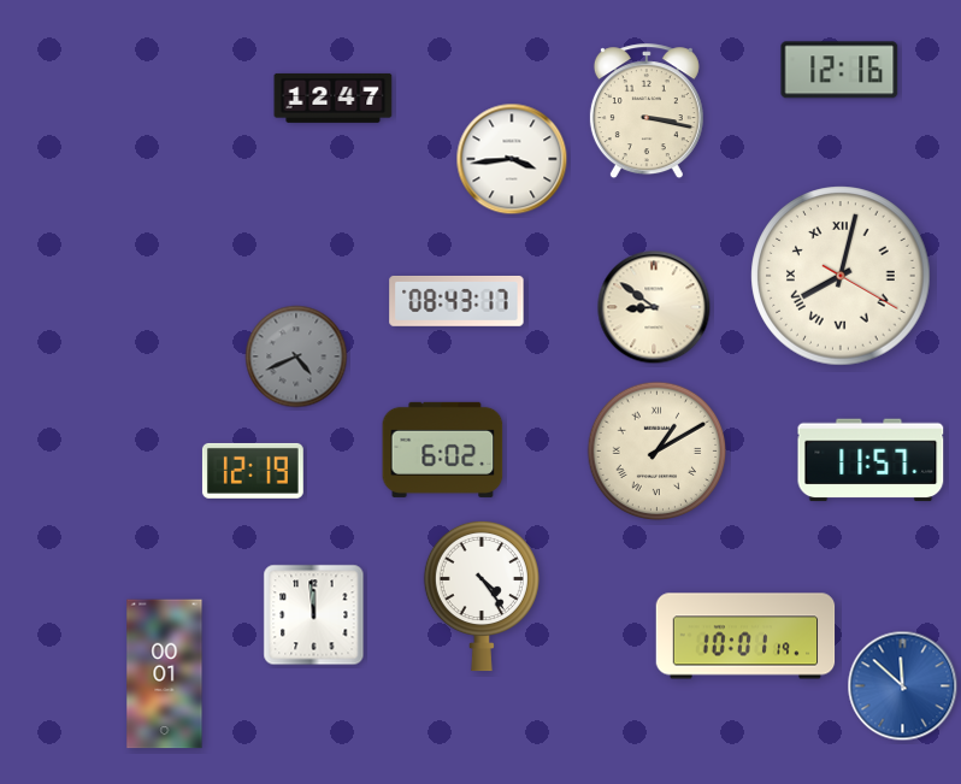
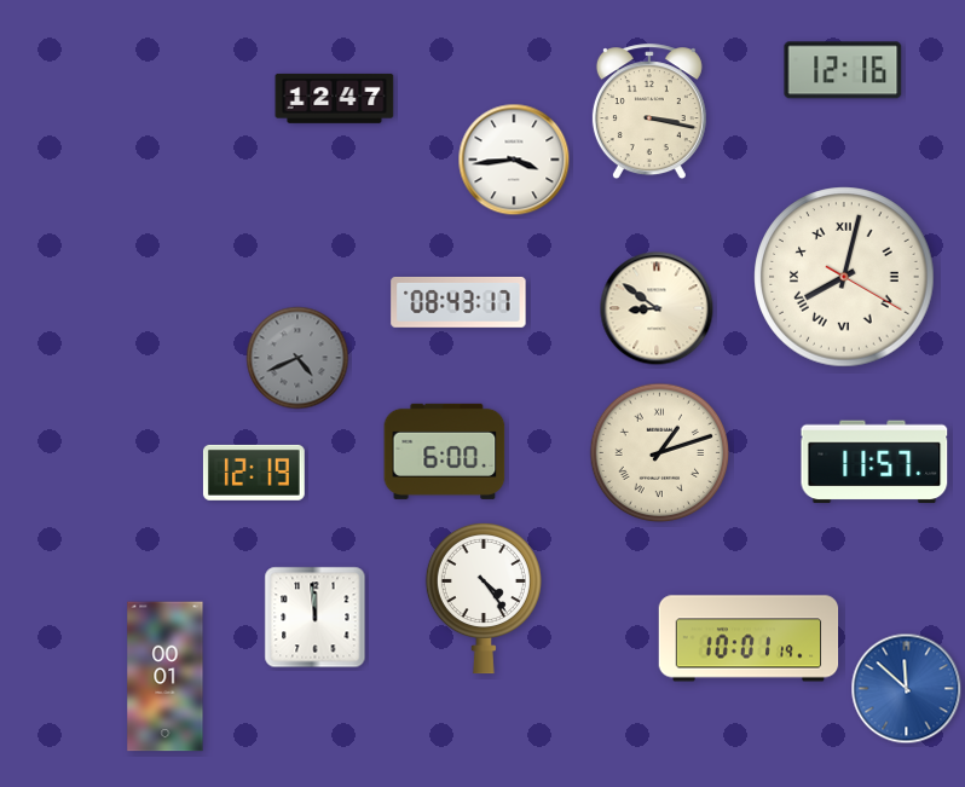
clock at (443, 449): 6:02 -> 6:00
clock at (658, 452): 1:10 -> 1:12
